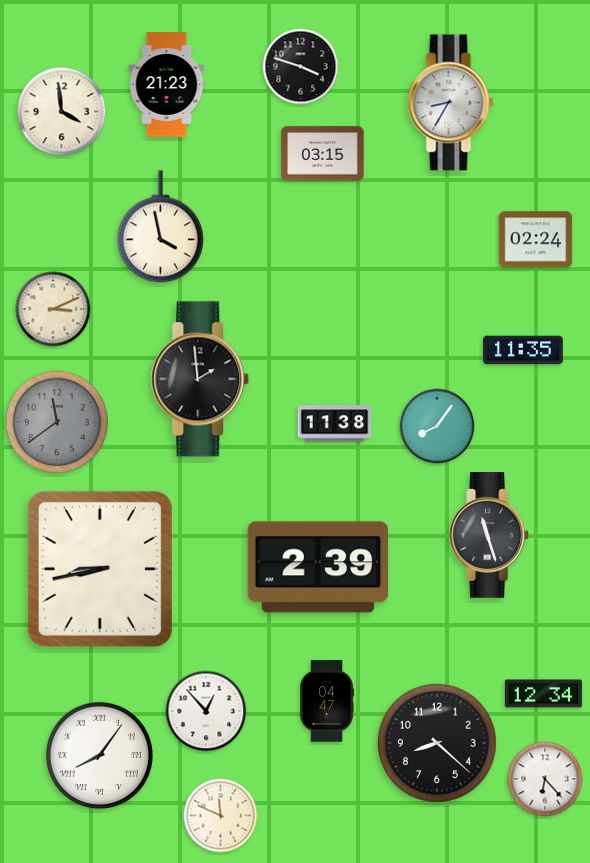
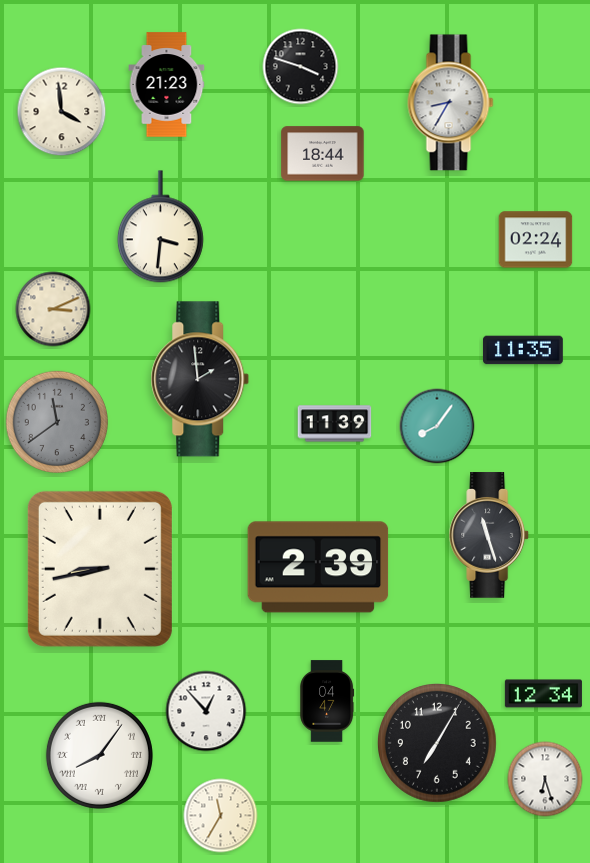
clock at (323, 154): 03:15 -> 18:44
clock at (160, 227): 3:58 -> 3:31
clock at (335, 424): 11:38 -> 11:39
clock at (438, 744): 8:22 -> 7:05
clock at (545, 779): 6:23 -> 6:27
clock at (221, 816): 11:49 -> 11:35
